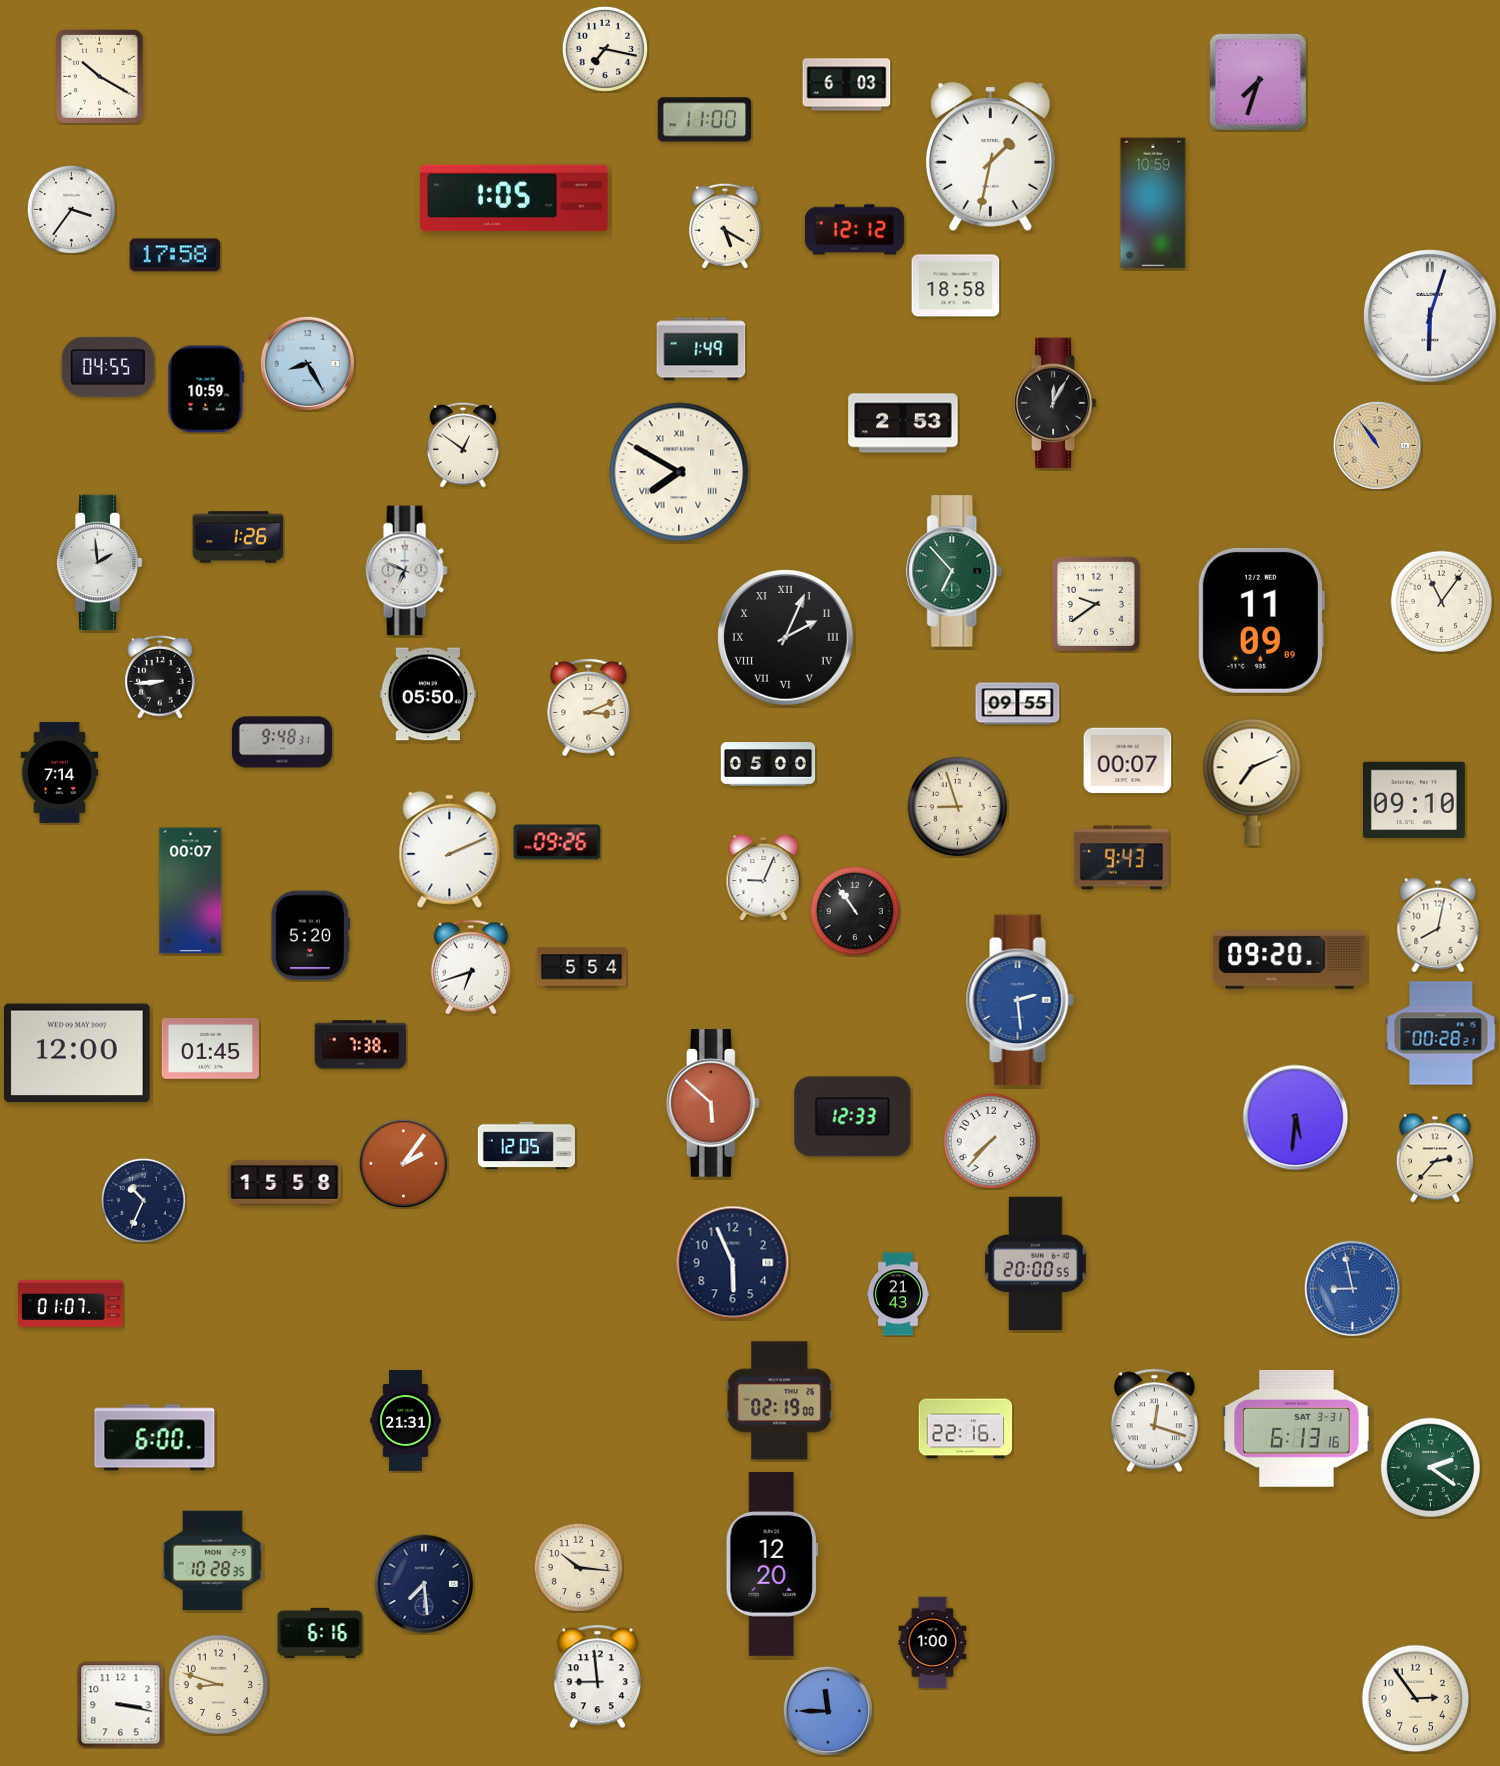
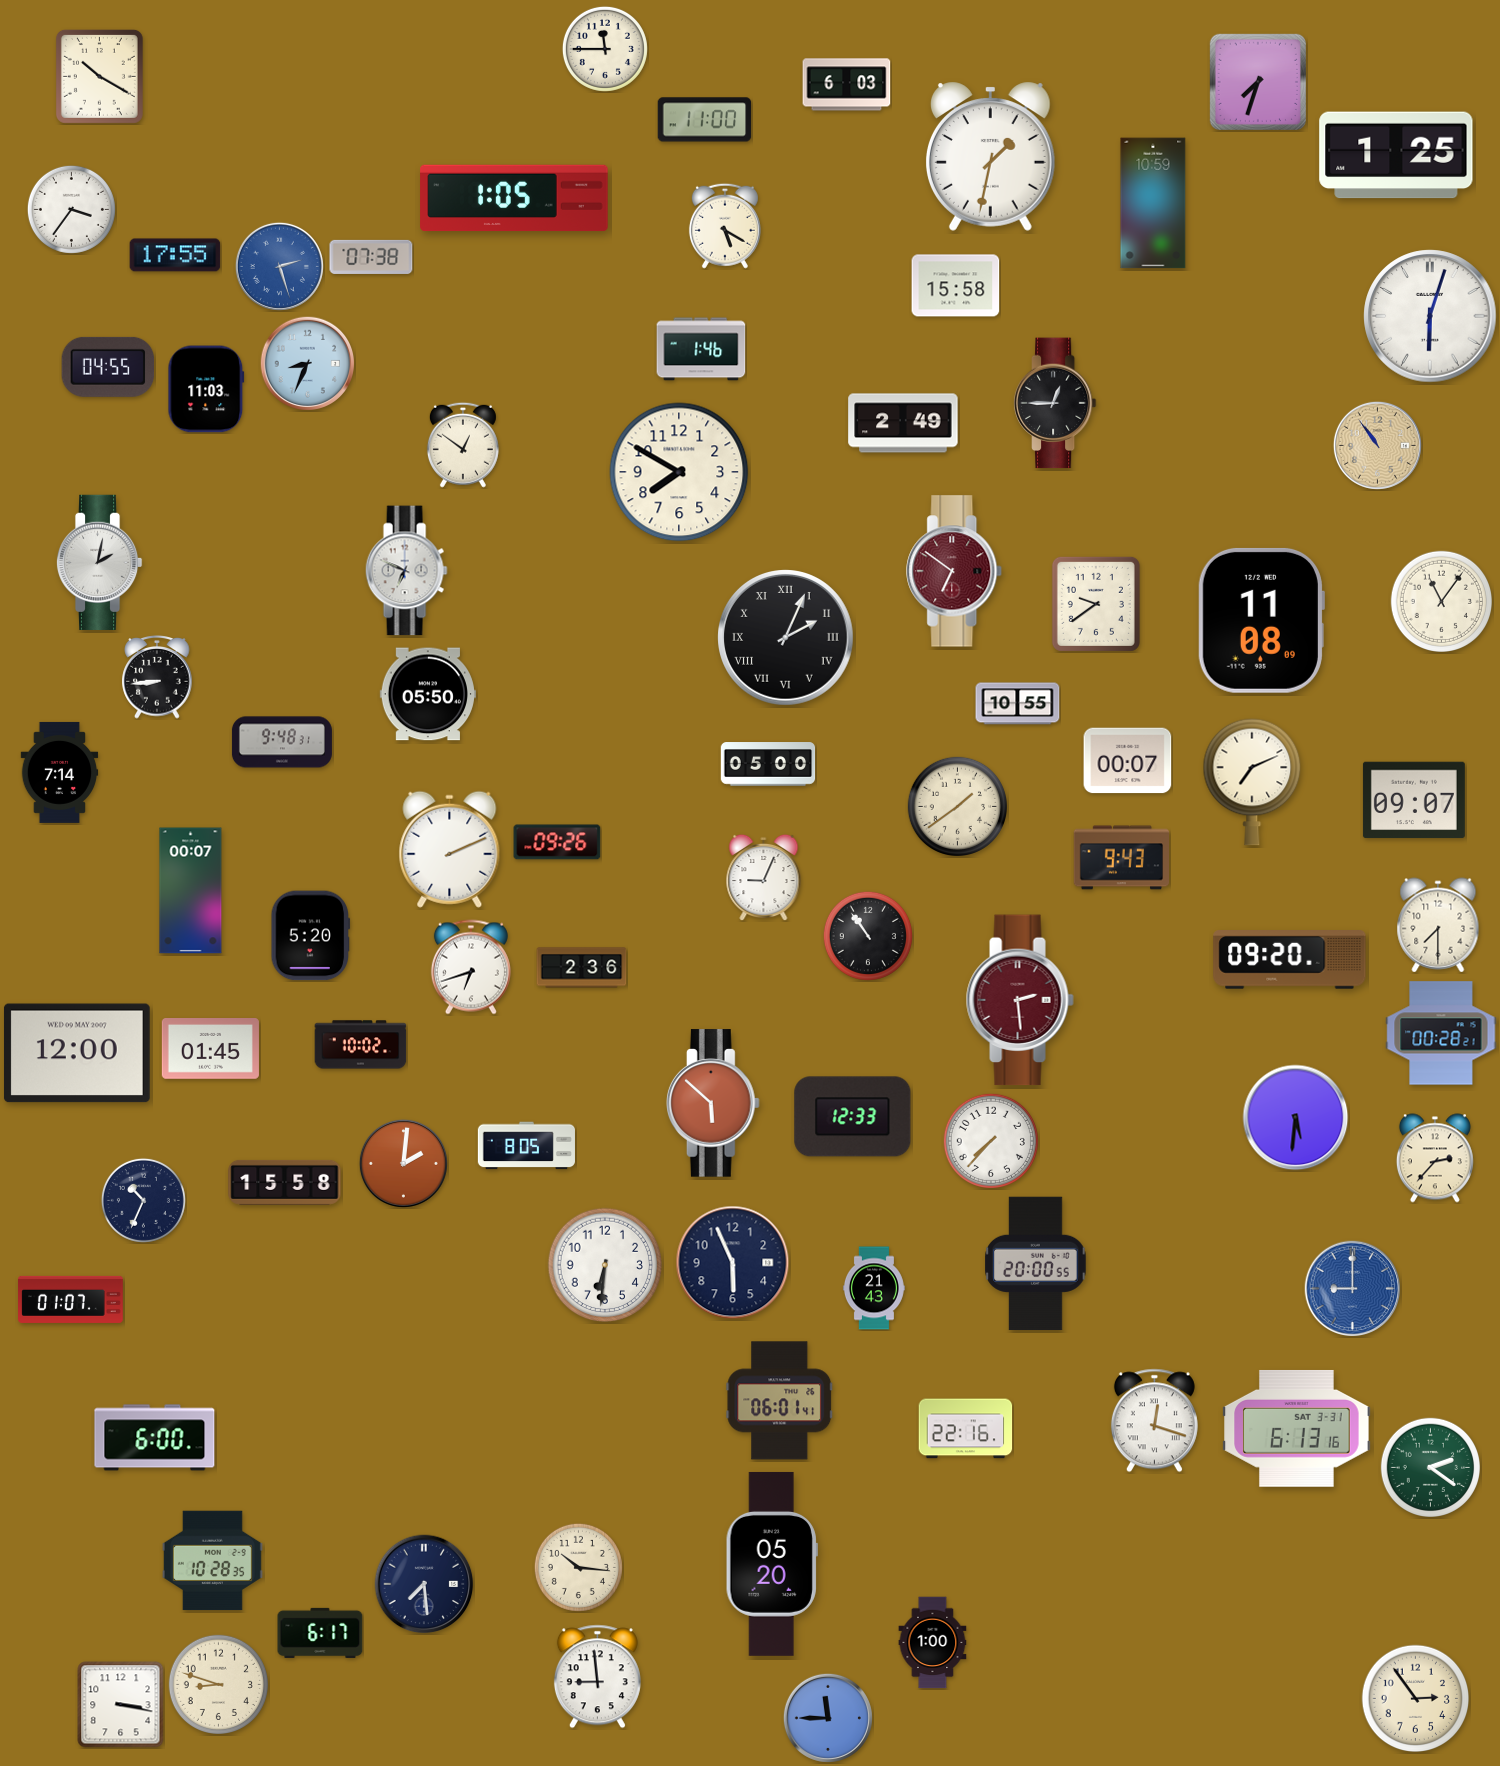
clock at (605, 49): 7:17 -> 11:45
clock at (1396, 155): none -> 1:25
clock at (854, 230): 12:12 -> none
clock at (175, 255): 17:58 -> 17:55
clock at (371, 257): none -> 07:38
clock at (279, 266): none -> 2:27
clock at (956, 286): 18:58 -> 15:58
clock at (701, 349): 1:49 -> 1:46
clock at (307, 363): 8:25 -> 8:34
clock at (206, 389): 10:59 -> 11:03
clock at (1055, 403): 12:05 -> 12:45
clock at (903, 423): 2:53 -> 2:49
clock at (679, 472) numerals: Roman -> Arabic
clock at (238, 537): 1:26 -> none
clock at (99, 562): 1:59 -> 2:02
clock at (955, 571): 6:53 -> 6:51
clock at (955, 571) dial: green -> burgundy
clock at (1261, 620): 11:09 -> 11:08
clock at (160, 677) position: (160, 677) -> (157, 677)
clock at (1018, 704): 09:55 -> 10:55
clock at (589, 708): 3:11 -> none
clock at (1414, 800): 09:10 -> 09:07
clock at (957, 806): 8:57 -> 1:39
clock at (855, 911) position: (855, 911) -> (868, 936)
clock at (1438, 925): 8:02 -> 7:30
clock at (582, 968): 5:54 -> 2:36
clock at (1020, 1000) dial: blue -> burgundy
clock at (361, 1045): 7:38 -> 10:02
clock at (526, 1146): 12:05 -> 8:05
clock at (403, 1163): 2:06 -> 2:01
clock at (605, 1265): none -> 6:31
clock at (1353, 1289): 8:58 -> 9:00
clock at (898, 1294) position: (898, 1294) -> (874, 1288)
clock at (71, 1303) position: (71, 1303) -> (71, 1299)
clock at (780, 1401): 02:19 -> 06:01
clock at (406, 1420): 21:31 -> none
clock at (772, 1564): 12:20 -> 05:20
clock at (320, 1633): 6:16 -> 6:17
clock at (828, 1711) position: (828, 1711) -> (828, 1718)
